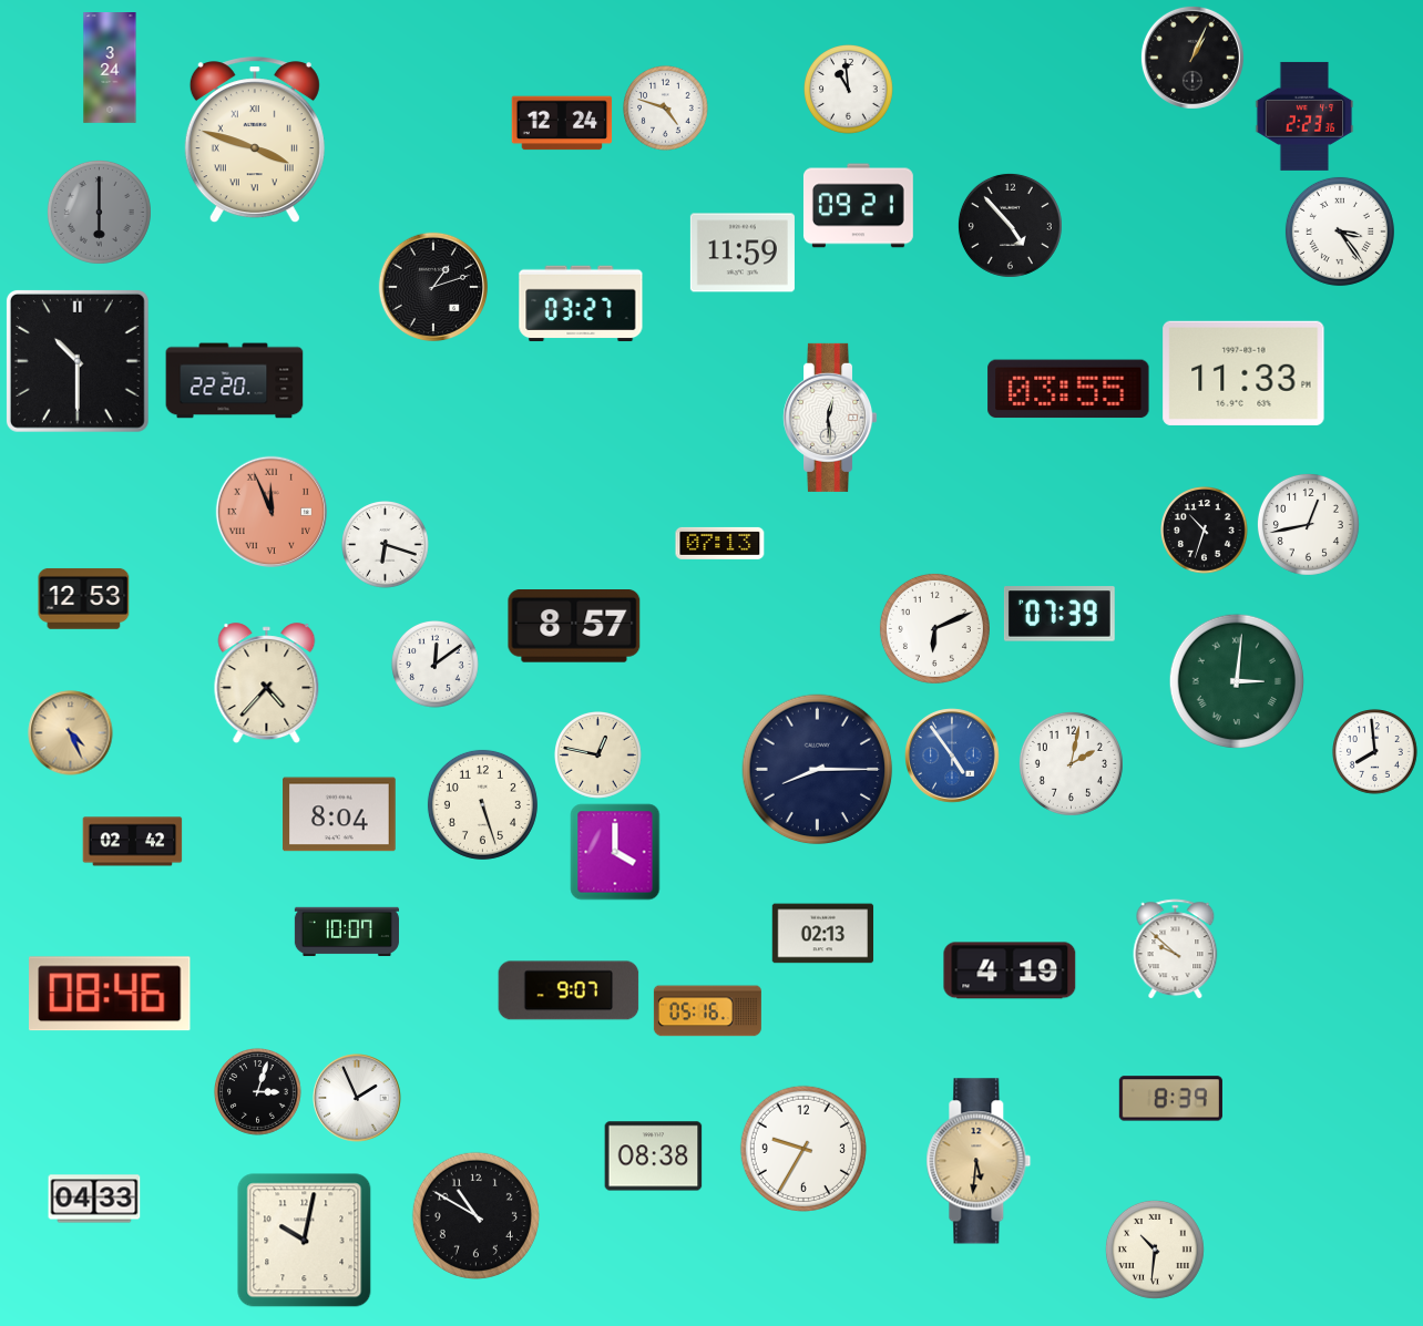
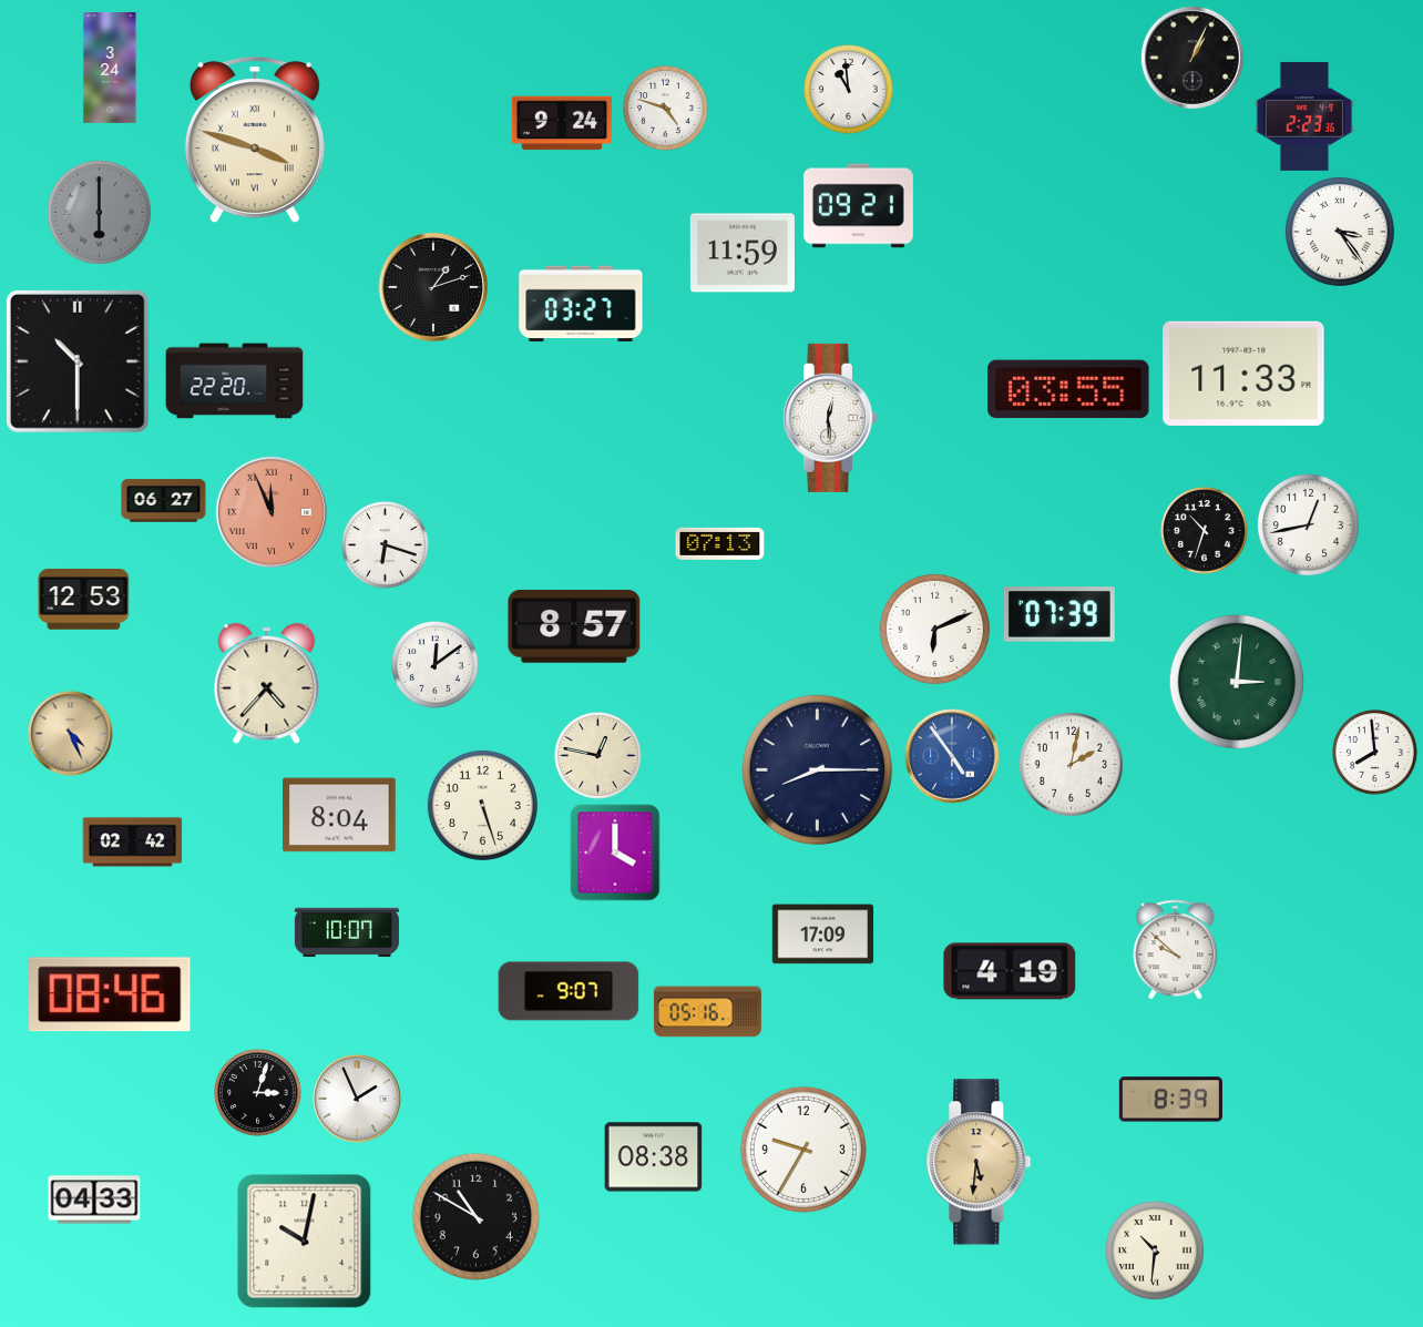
clock at (562, 123): 12:24 -> 9:24
clock at (1010, 225): 4:53 -> none
clock at (164, 501): none -> 06:27
clock at (823, 934): 02:13 -> 17:09
